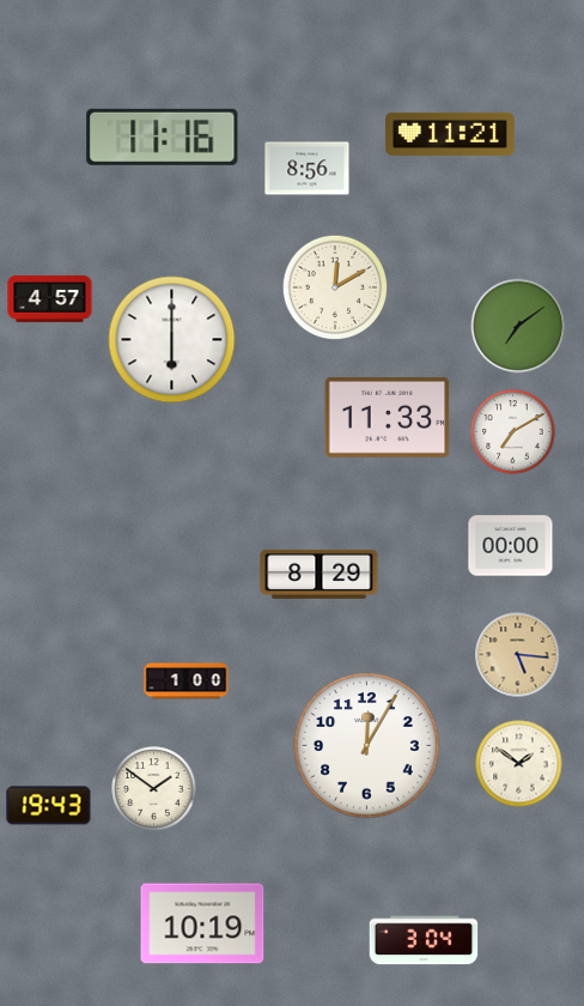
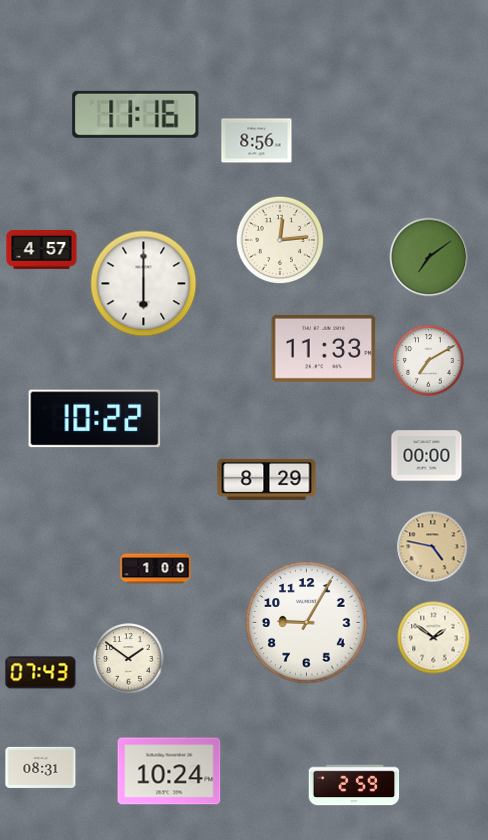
clock at (450, 134): 11:21 -> none
clock at (334, 286): 12:10 -> 12:14
clock at (518, 326) position: (518, 326) -> (429, 257)
clock at (95, 419): none -> 10:22
clock at (518, 655): 5:16 -> 4:47
clock at (367, 746): 12:05 -> 9:05
clock at (49, 806): 19:43 -> 07:43
clock at (41, 767): none -> 08:31
clock at (202, 923): 10:19 -> 10:24
clock at (424, 940): 3:04 -> 2:59
